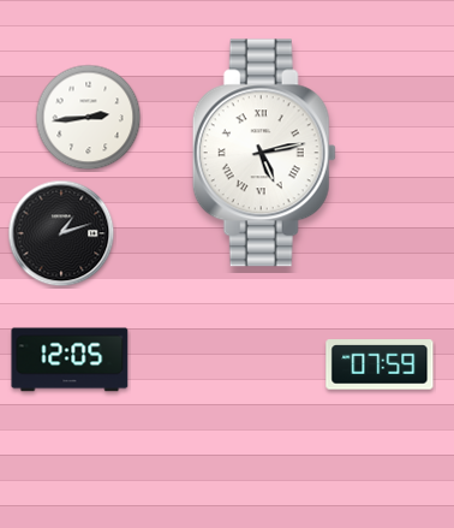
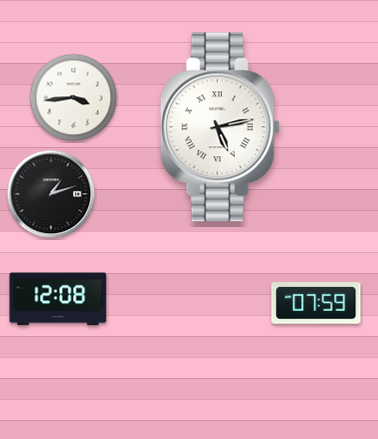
clock at (89, 118): 2:44 -> 3:44
clock at (70, 360): 12:05 -> 12:08
